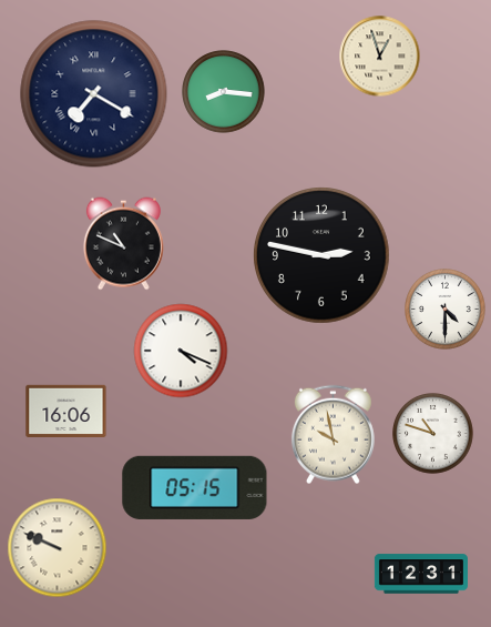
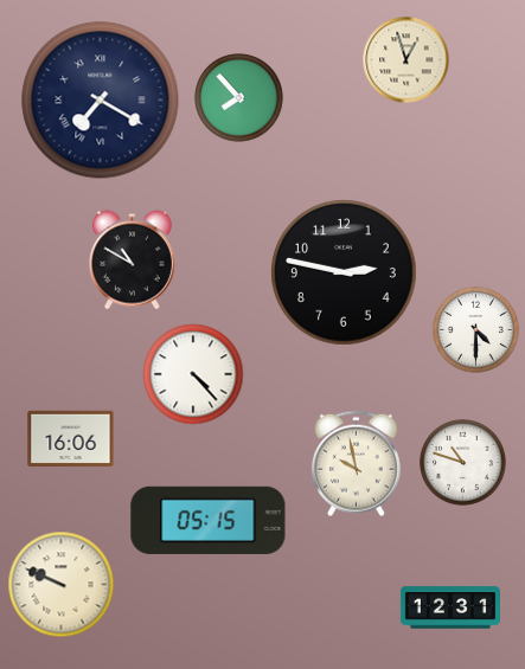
clock at (224, 92): 8:16 -> 7:53
clock at (123, 244): 10:49 -> 10:50
clock at (181, 351): 4:19 -> 4:23
clock at (421, 574) position: (421, 574) -> (450, 607)
